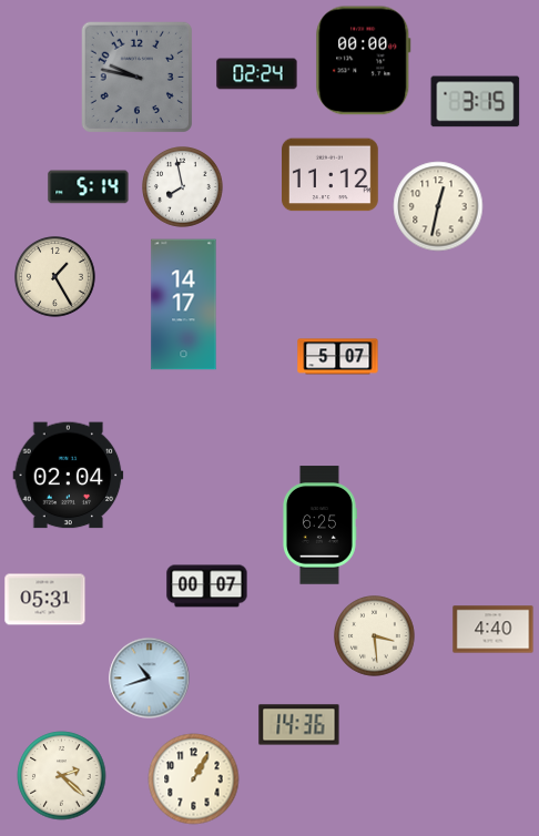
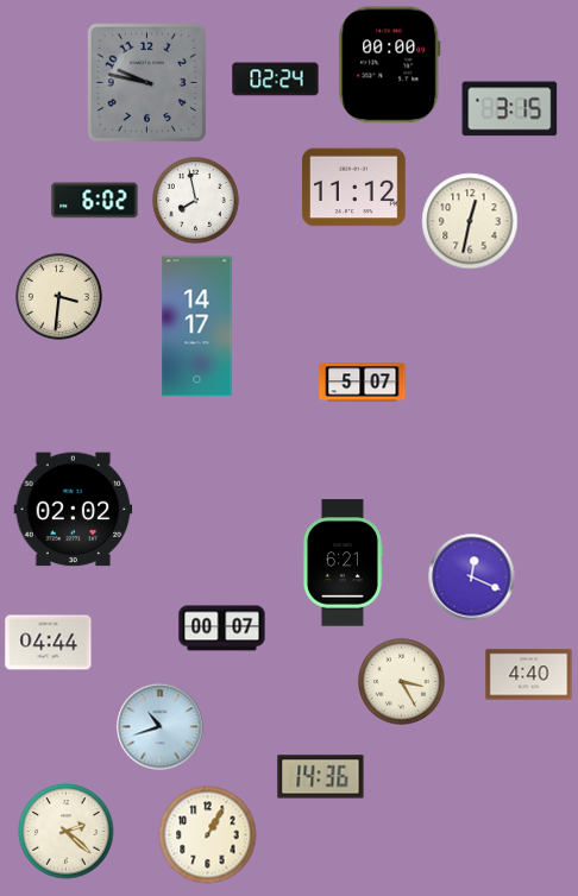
clock at (89, 187): 5:14 -> 6:02
clock at (55, 277): 1:25 -> 3:31
clock at (69, 476): 02:04 -> 02:02
clock at (319, 526): 6:25 -> 6:21
clock at (472, 578): none -> 12:19
clock at (45, 600): 05:31 -> 04:44
clock at (375, 636): 3:29 -> 3:25
